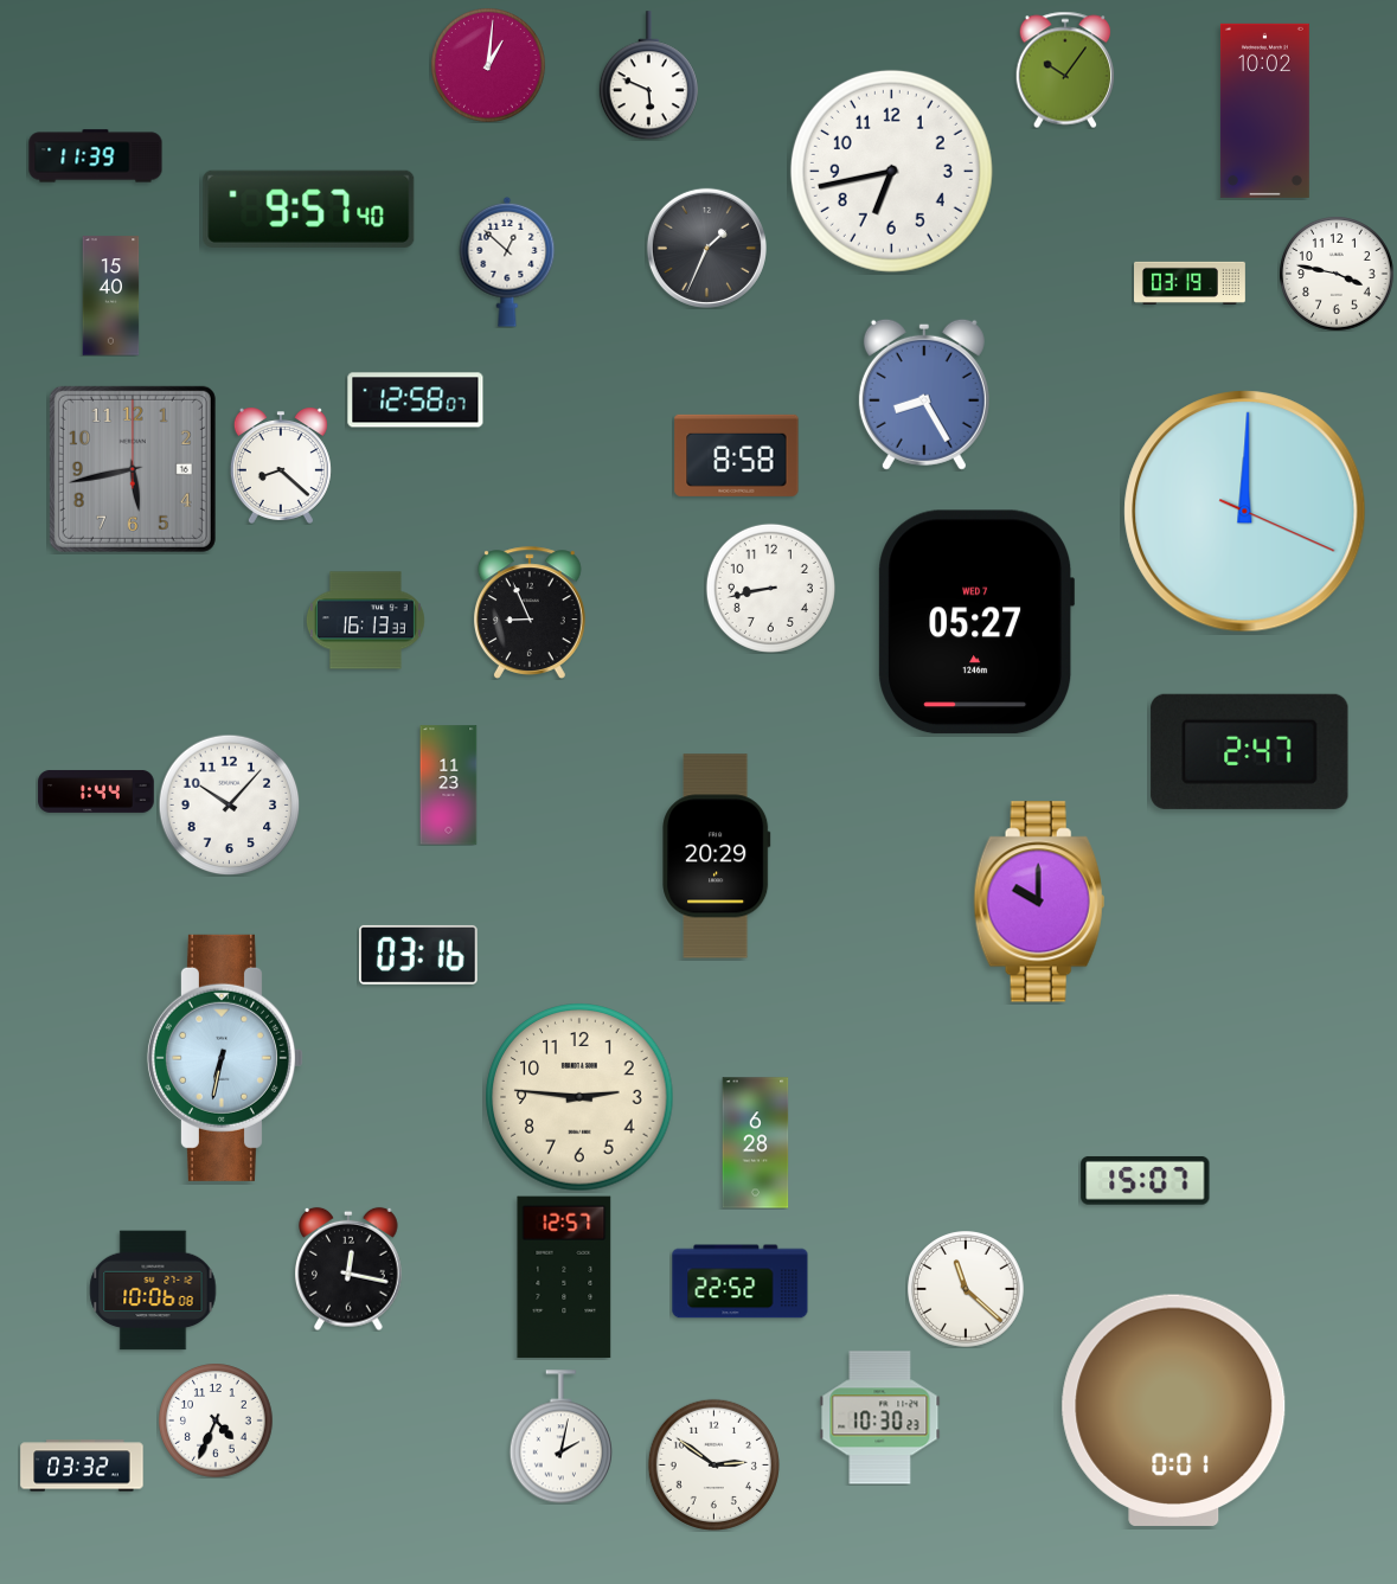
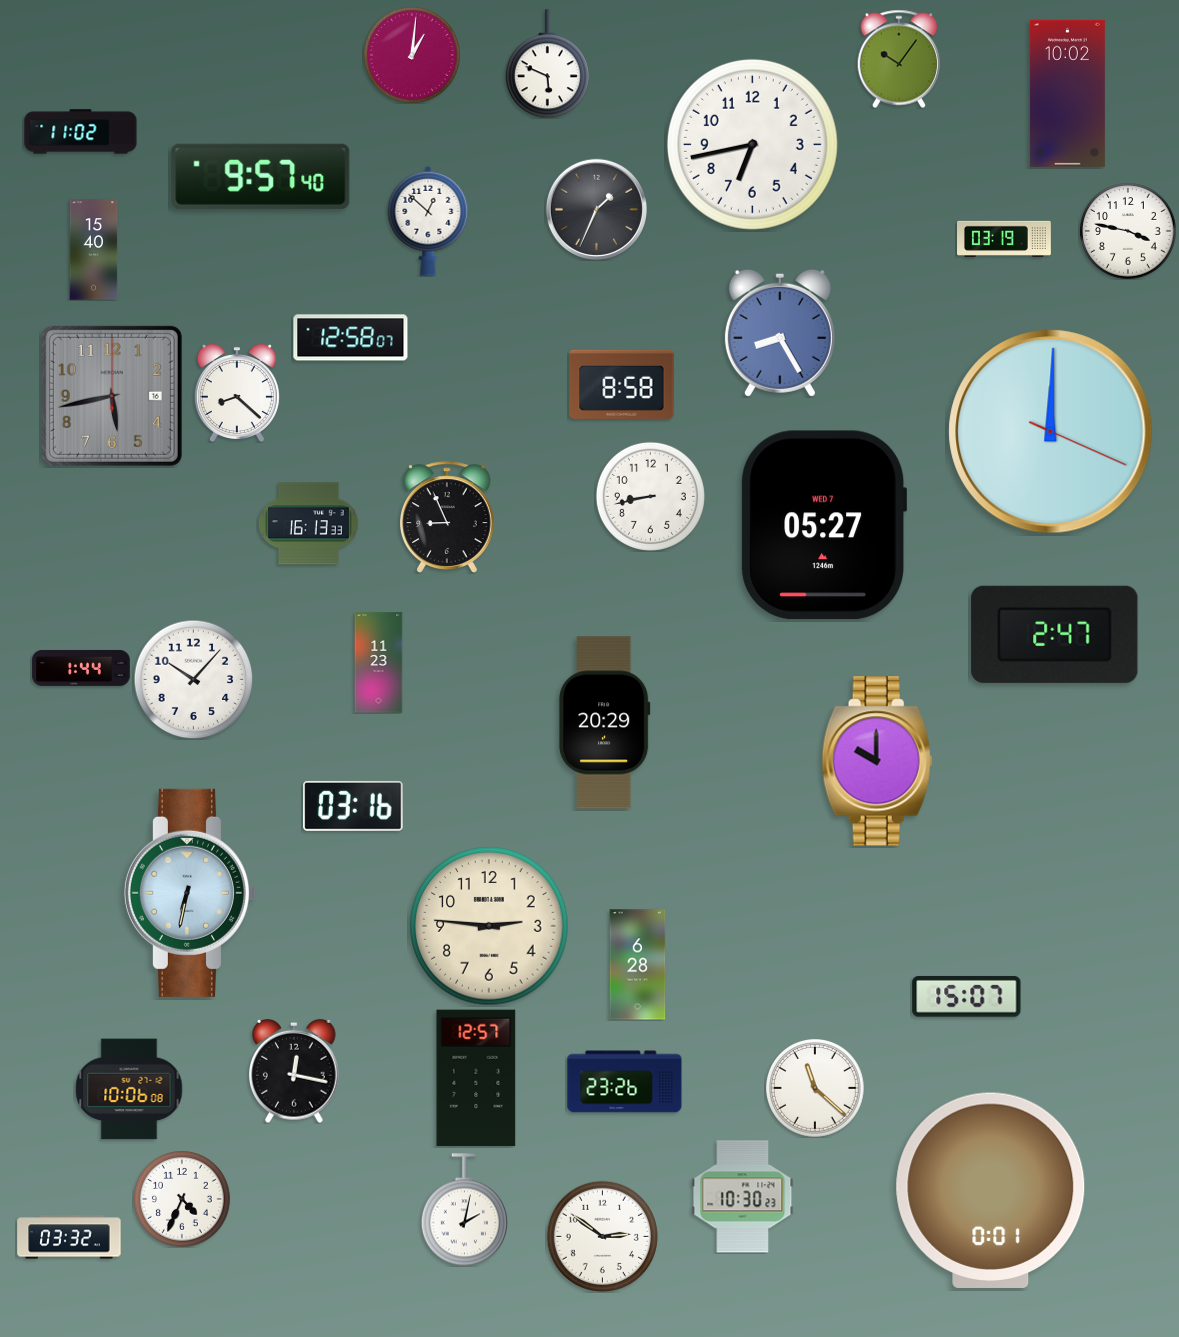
clock at (96, 156): 11:39 -> 11:02
clock at (741, 1282): 22:52 -> 23:26
clock at (560, 1437) position: (560, 1437) -> (464, 1210)
